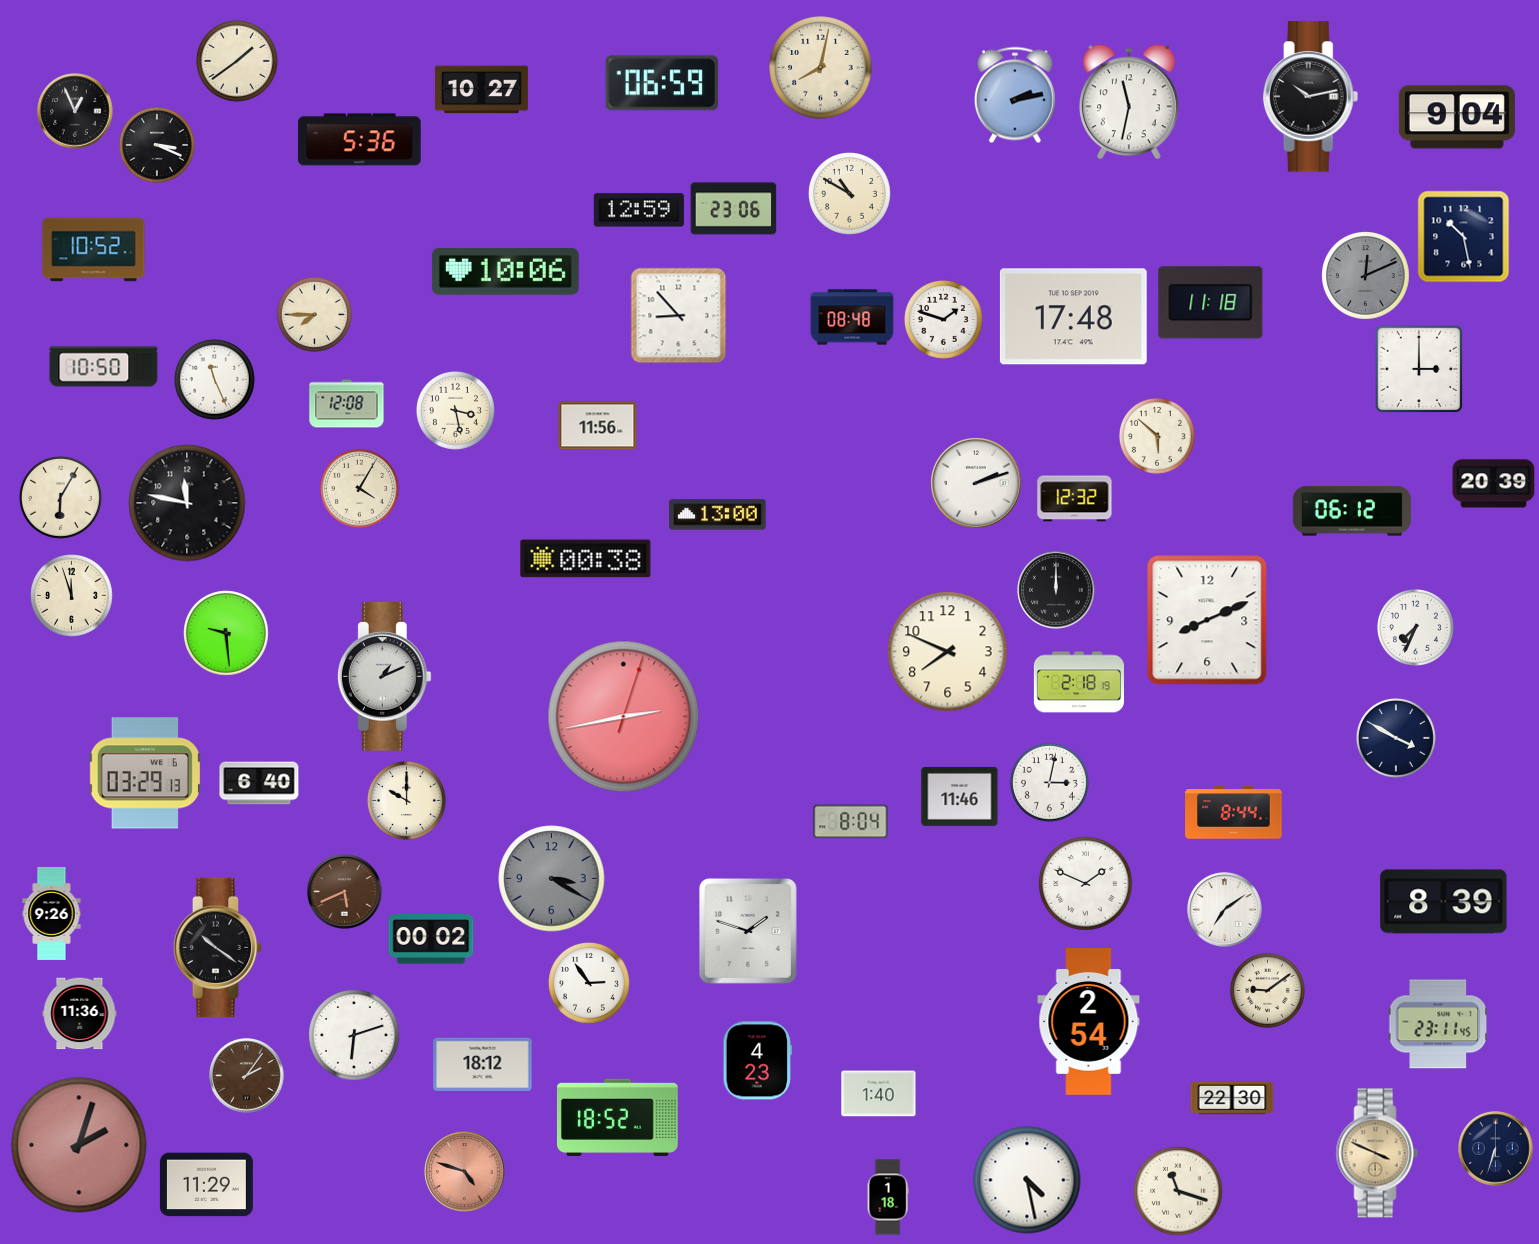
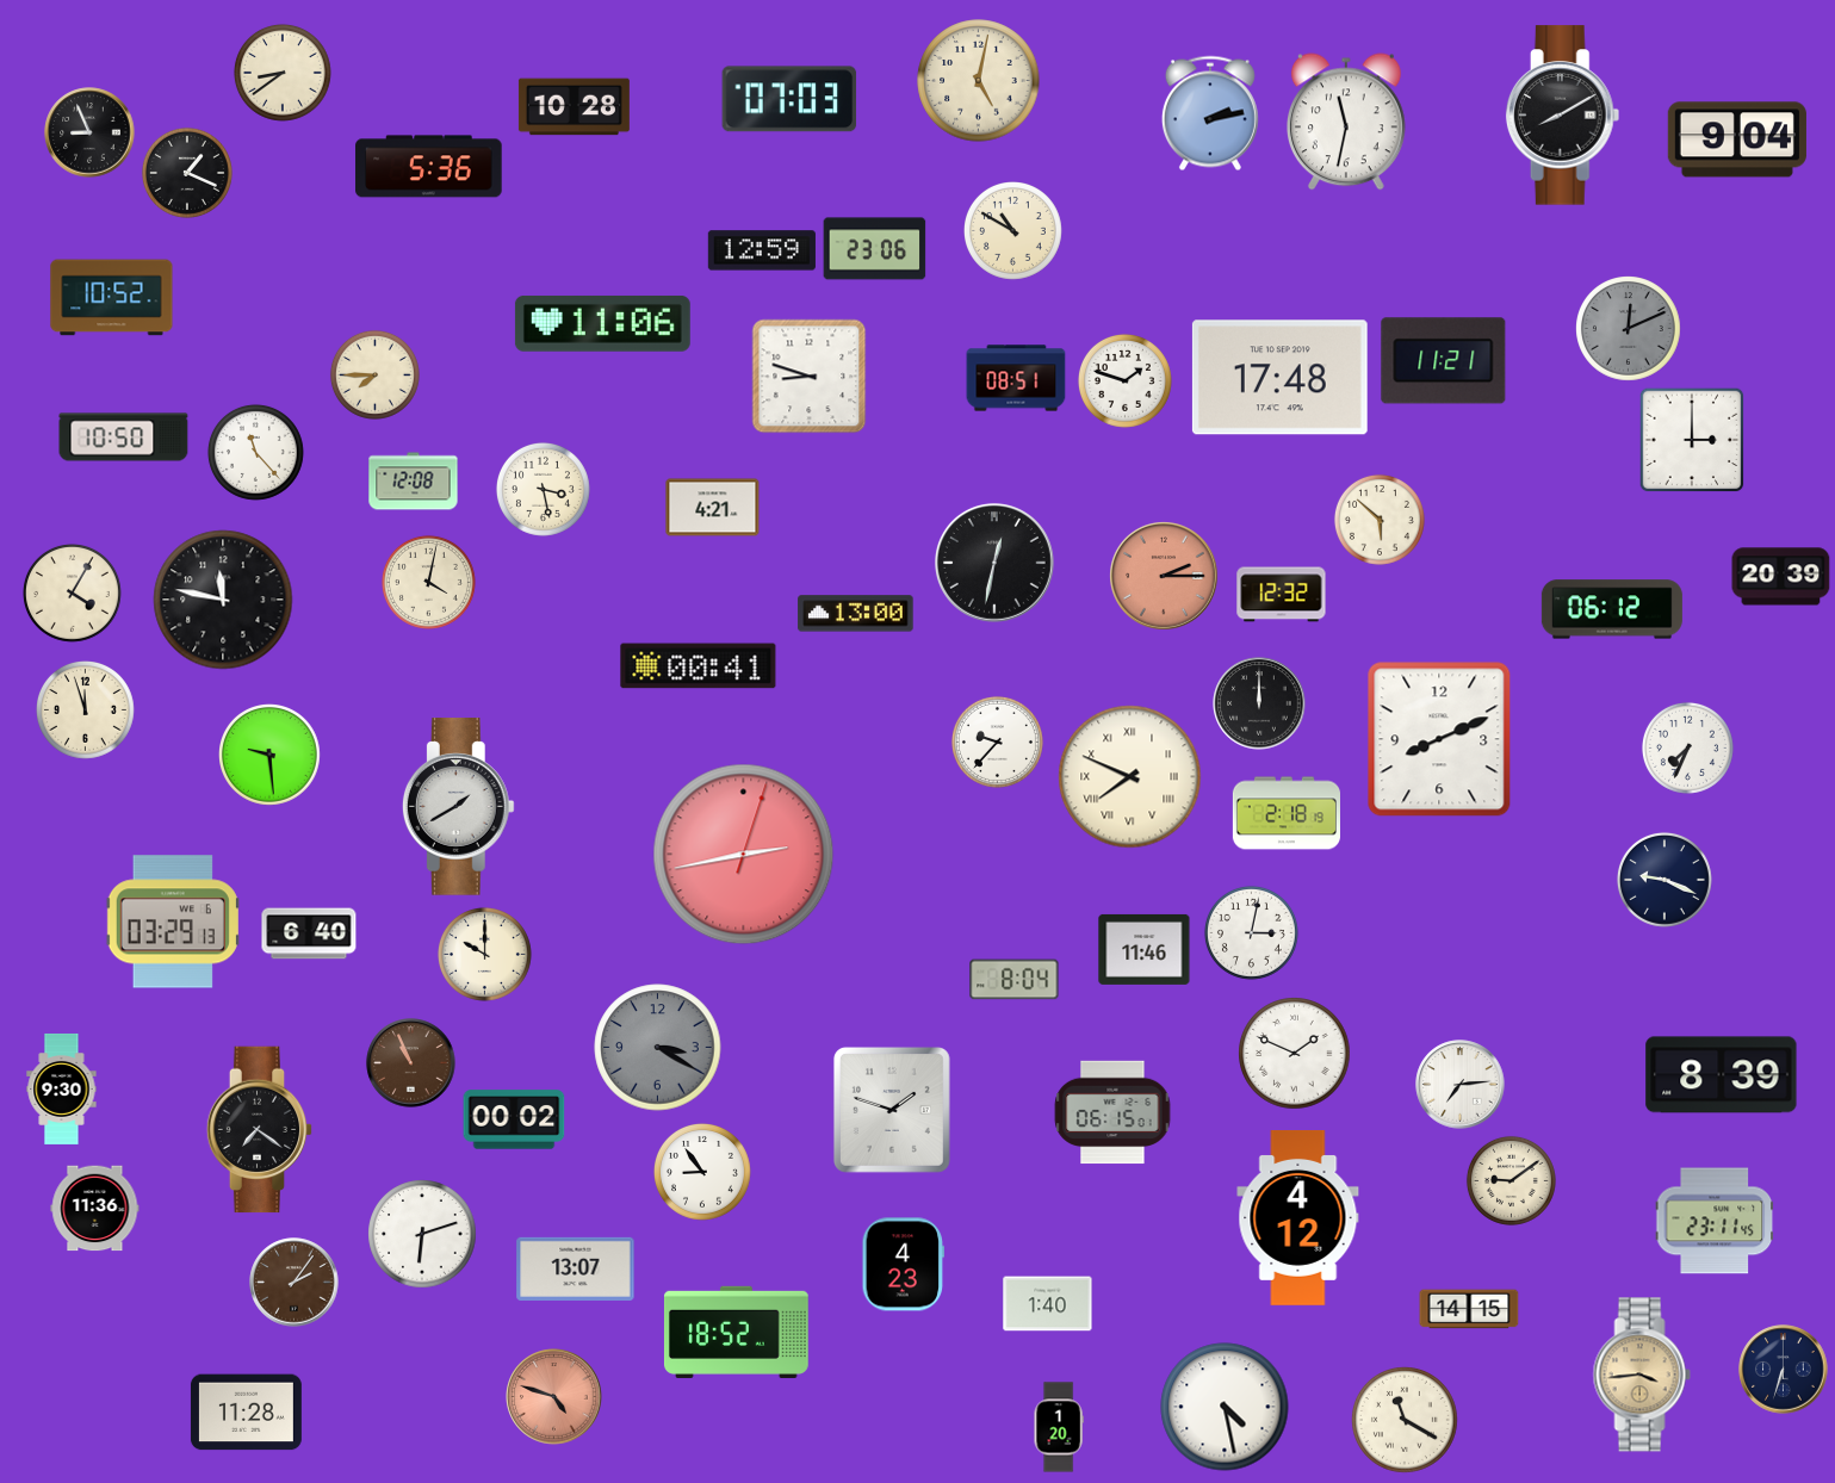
clock at (237, 61): 1:39 -> 8:39
clock at (821, 68): 8:02 -> 5:02
clock at (662, 83): 06:59 -> 07:03
clock at (481, 90): 10:27 -> 10:28
clock at (1311, 97): 10:13 -> 8:10
clock at (75, 111): 12:56 -> 8:56
clock at (157, 145): 3:19 -> 1:19
clock at (1464, 237): 10:28 -> none
clock at (505, 271): 10:06 -> 11:06
clock at (1211, 303): 11:18 -> 11:21
clock at (679, 316): 8:53 -> 8:48
clock at (852, 317): 08:48 -> 08:51
clock at (214, 379): 11:26 -> 11:23
clock at (598, 426): 11:56 -> 4:21
clock at (994, 563): none -> 12:32
clock at (976, 483): 2:12 -> 2:15
clock at (976, 483) dial: white -> salmon
clock at (359, 488): 4:05 -> 4:02
clock at (61, 498): 6:05 -> 4:05
clock at (586, 559): 00:38 -> 00:41
clock at (997, 741): none -> 9:37
clock at (948, 652) numerals: Arabic -> Roman
clock at (384, 677): 1:11 -> 1:40
clock at (1396, 738): 3:50 -> 9:19
clock at (1234, 813): 8:44 -> none
clock at (345, 892): 5:41 -> 10:56
clock at (1225, 910): 7:09 -> 7:14
clock at (52, 913): 9:26 -> 9:30
clock at (1112, 1112): none -> 06:15
clock at (218, 948): 10:21 -> 7:21
clock at (589, 983): 2:54 -> 8:54
clock at (1089, 1022): 2:54 -> 4:12
clock at (483, 1064): 18:12 -> 13:07
clock at (1232, 1098): 22:30 -> 14:15
clock at (79, 1145): 2:03 -> none
clock at (1377, 1153): 3:49 -> 3:44
clock at (206, 1185): 11:29 -> 11:28
clock at (1178, 1191): 11:18 -> 11:20
clock at (888, 1197): 1:18 -> 1:20
